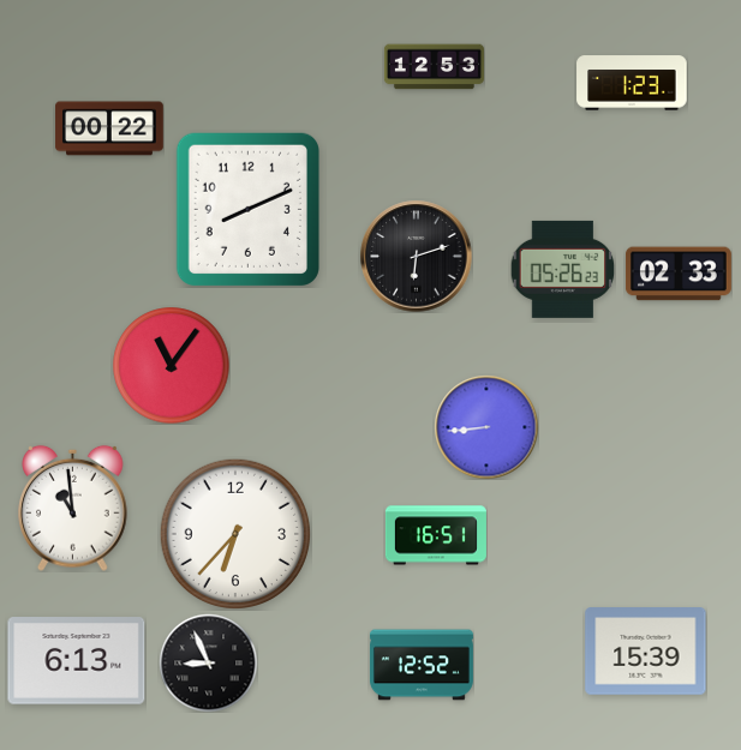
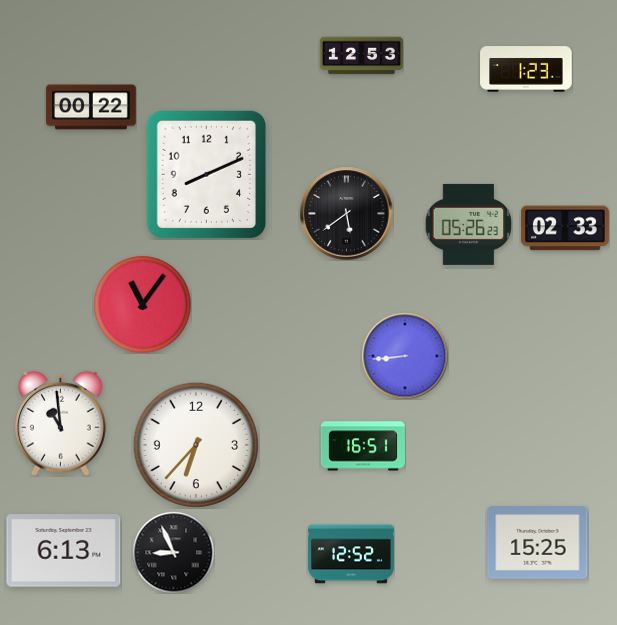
clock at (416, 256): 6:12 -> 5:39
clock at (646, 652): 15:39 -> 15:25
